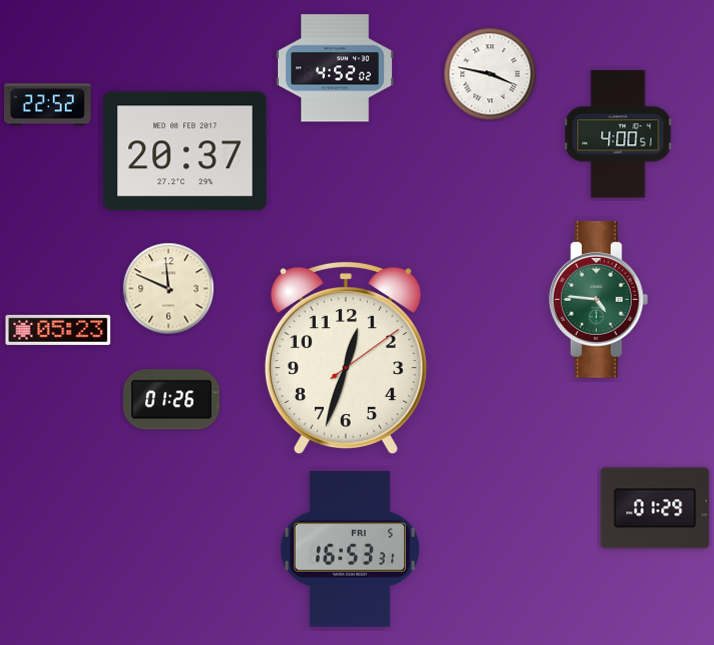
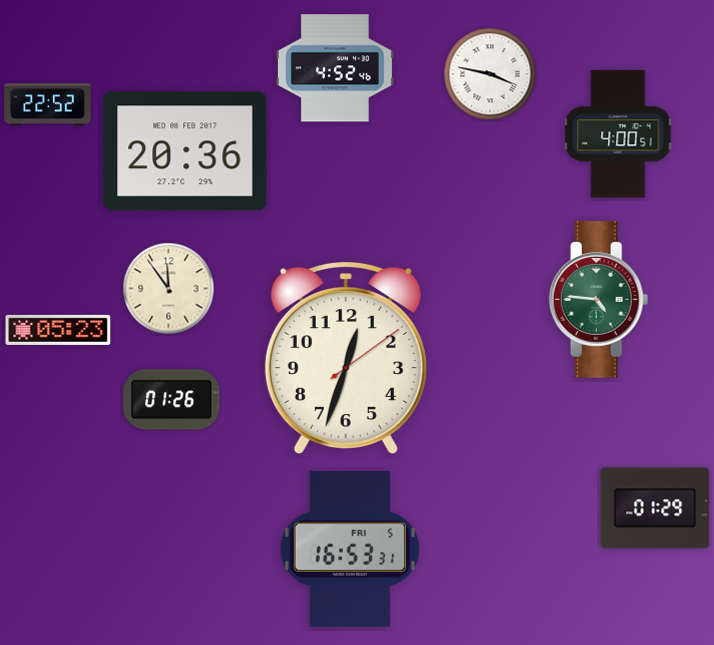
clock at (335, 68): 4:52:02 -> 4:52:46
clock at (185, 151): 20:37 -> 20:36
clock at (169, 289): 11:49 -> 11:54
